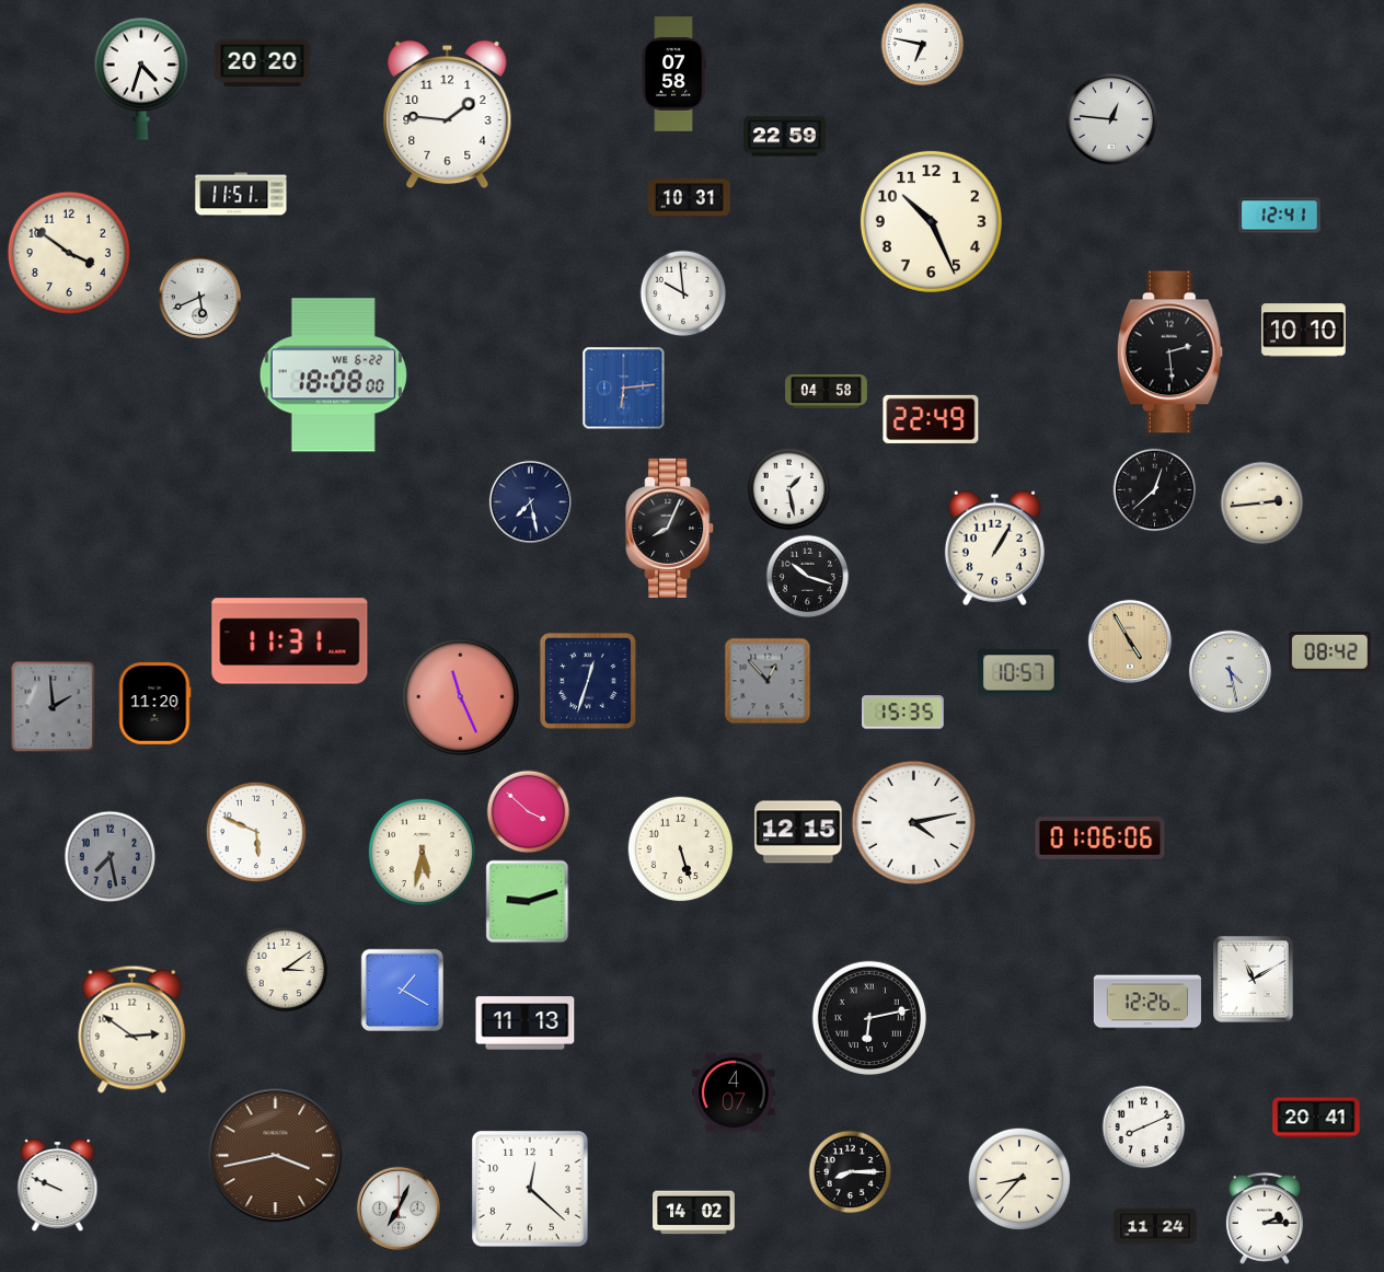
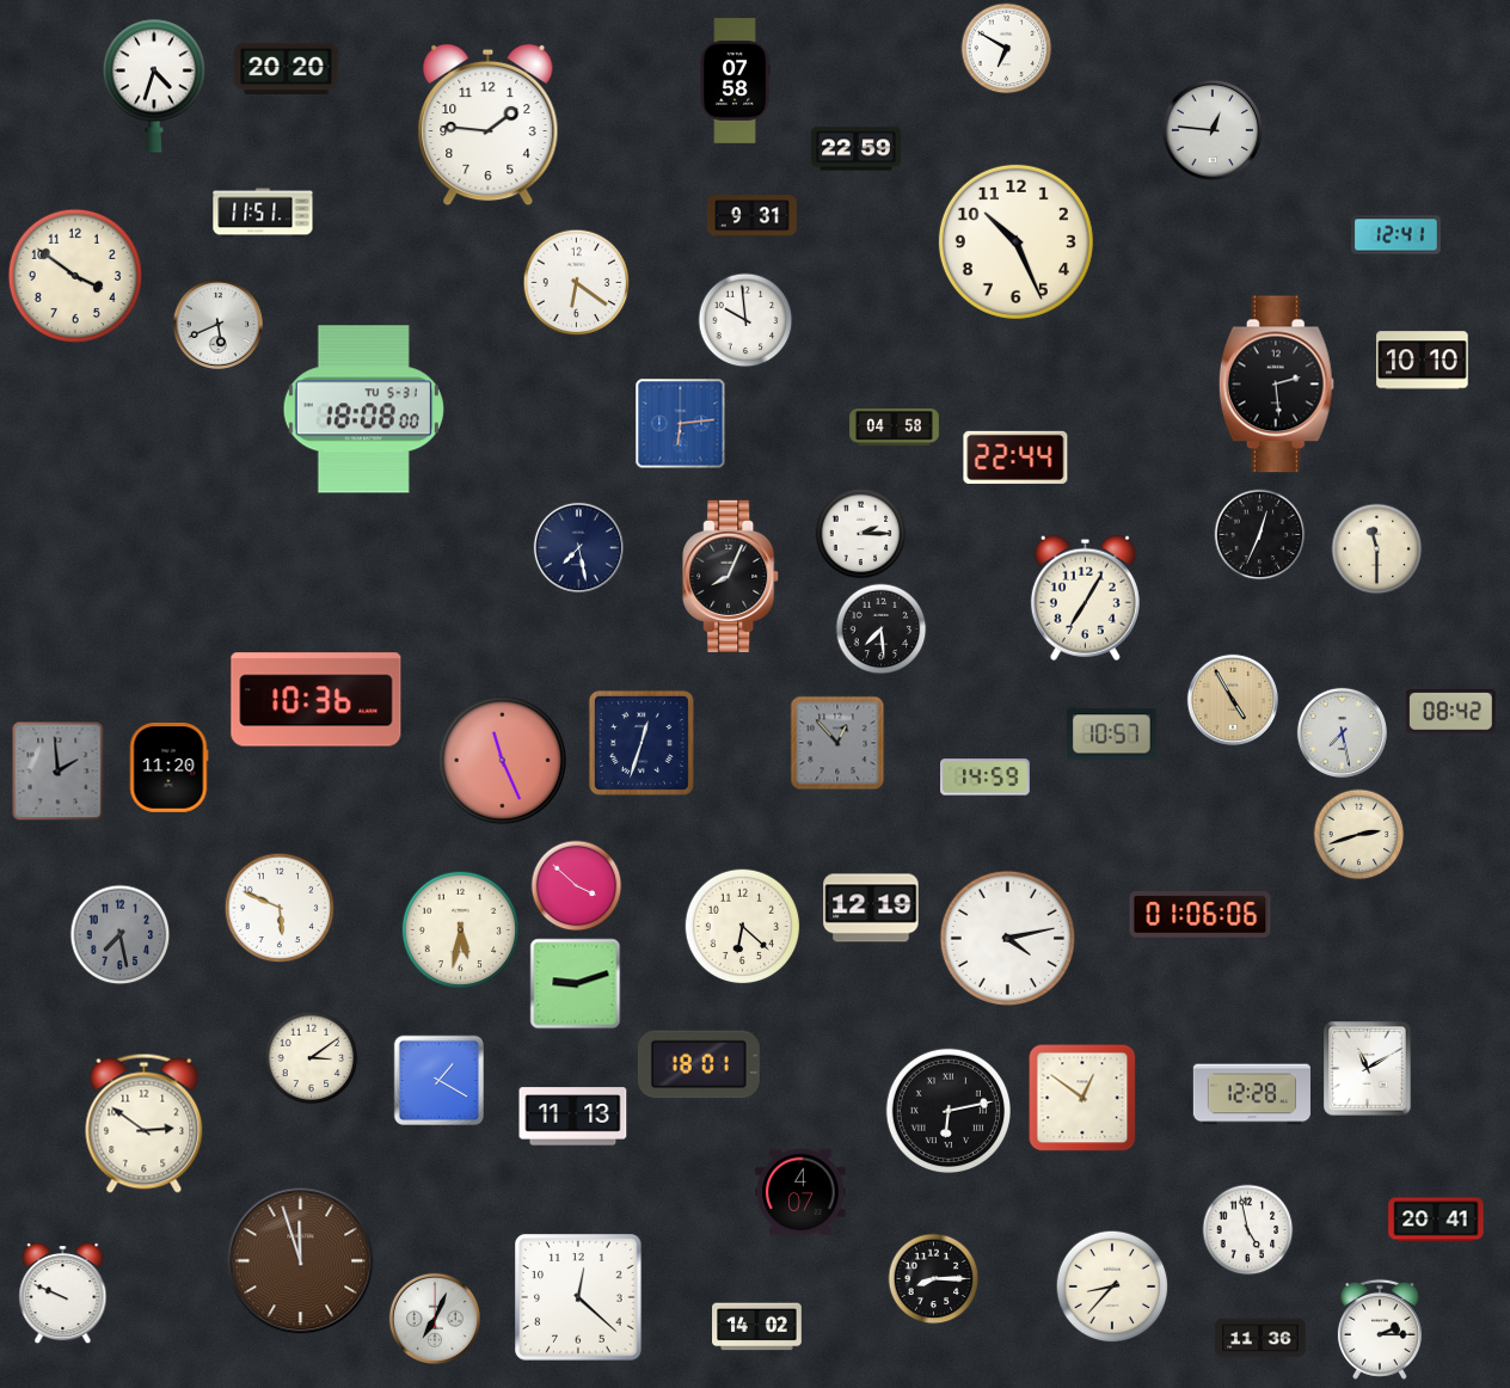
clock at (923, 45): 6:47 -> 6:50
clock at (690, 198): 10:31 -> 9:31
clock at (577, 283): none -> 6:21
clock at (333, 375) date: WE 6-22 -> TU 5-31
clock at (827, 391) position: (827, 391) -> (895, 426)
clock at (931, 419): 22:49 -> 22:44
clock at (789, 489): 1:28 -> 2:15
clock at (1155, 490): 12:38 -> 12:34
clock at (1262, 504): 2:44 -> 11:30
clock at (994, 547): 1:05 -> 7:05
clock at (808, 577): 10:18 -> 7:29
clock at (290, 641): 11:31 -> 10:36
clock at (1230, 671): 4:28 -> 7:28
clock at (903, 713): 15:35 -> 14:59
clock at (1359, 835): none -> 2:42
clock at (913, 822) position: (913, 822) -> (1007, 938)
clock at (798, 832): 12:15 -> 12:19
clock at (681, 849): 5:27 -> 6:22
clock at (699, 1064): none -> 18:01
clock at (1147, 1003): 12:26 -> 12:28
clock at (1082, 1098): none -> 12:51
clock at (1144, 1128): 8:11 -> 4:58
clock at (276, 1156): 3:43 -> 11:57
clock at (851, 1172) position: (851, 1172) -> (934, 1279)
clock at (694, 1213) position: (694, 1213) -> (757, 1327)
clock at (1155, 1226): 11:24 -> 11:36
